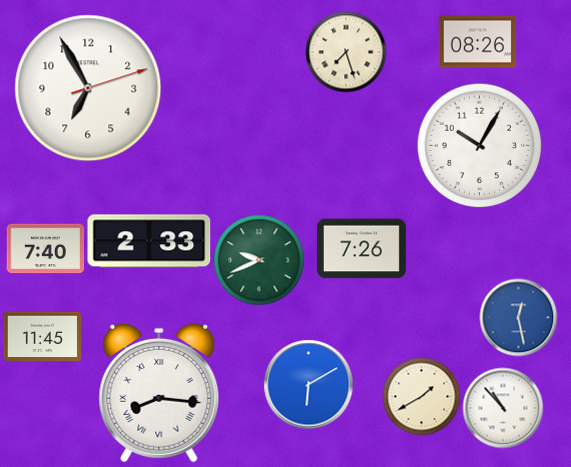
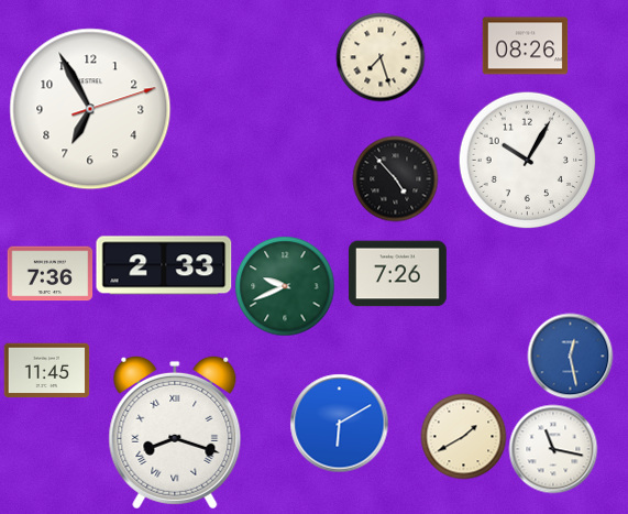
clock at (88, 88) position: (88, 88) -> (90, 109)
clock at (395, 178): none -> 4:53
clock at (45, 249): 7:40 -> 7:36
clock at (518, 317) position: (518, 317) -> (570, 356)
clock at (159, 393): 8:16 -> 8:18
clock at (503, 408): 10:53 -> 11:17
